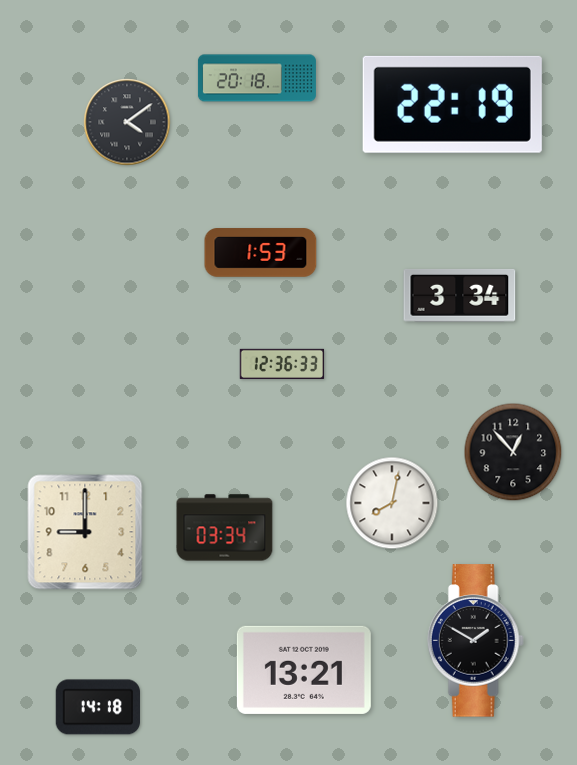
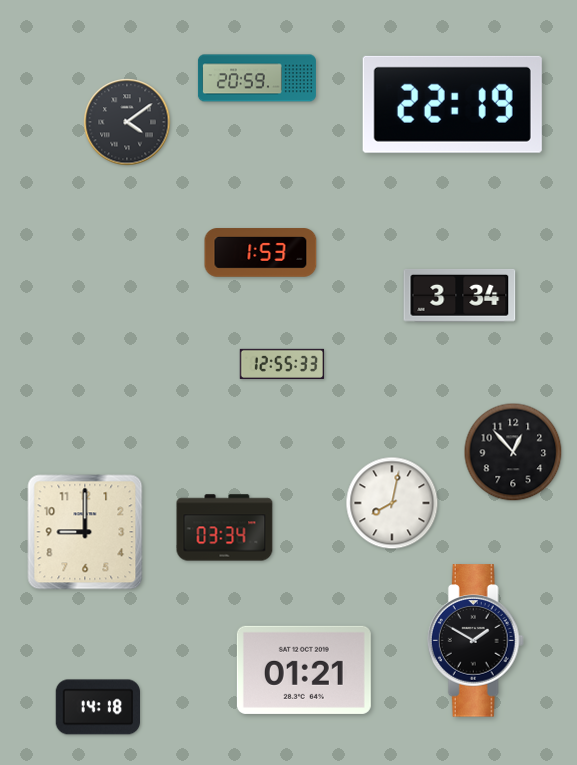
clock at (257, 78): 20:18 -> 20:59
clock at (282, 364): 12:36 -> 12:55
clock at (304, 670): 13:21 -> 01:21
